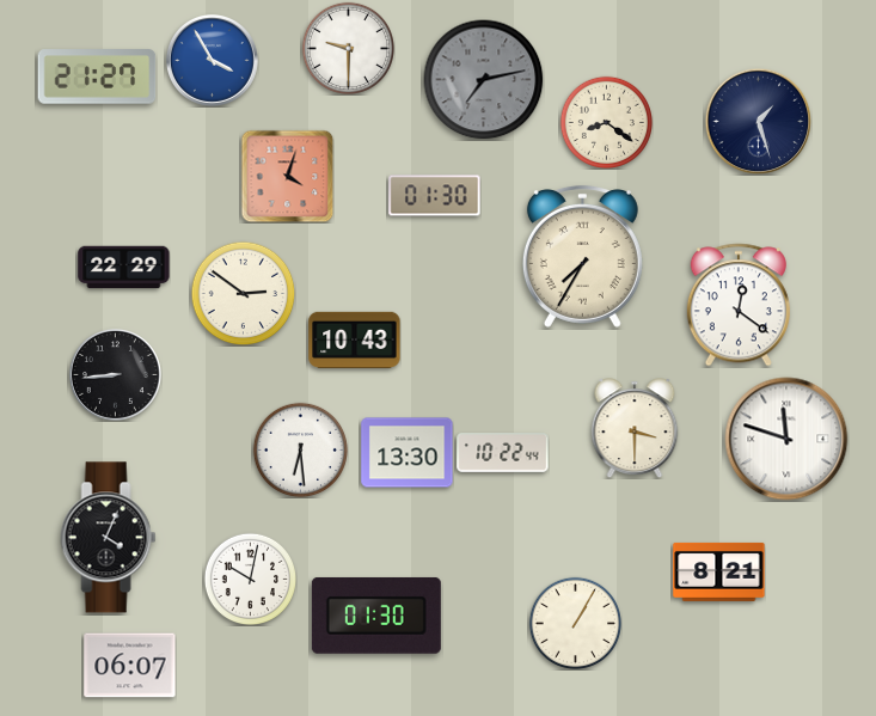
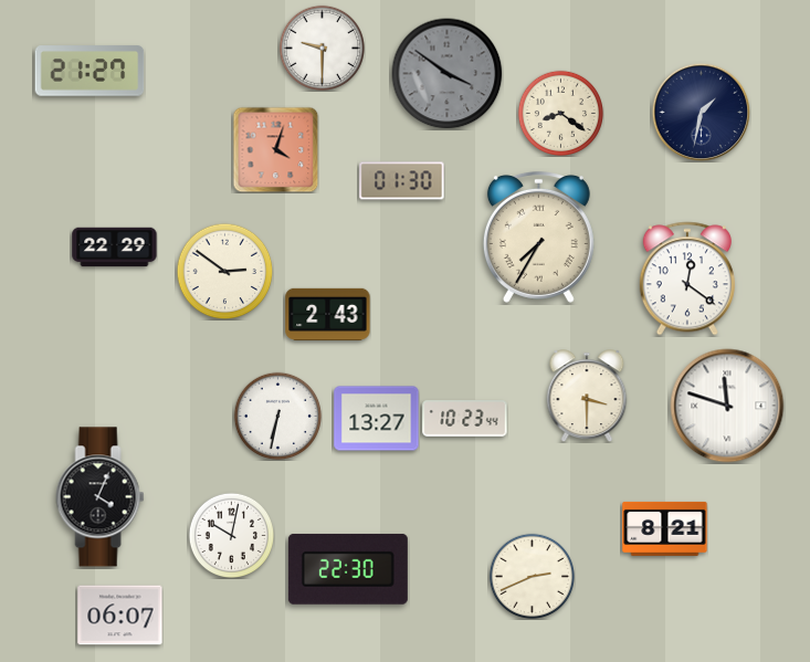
clock at (348, 48) position: (348, 48) -> (322, 48)
clock at (212, 60): 3:55 -> none
clock at (484, 80): 7:13 -> 3:51
clock at (758, 121): 1:27 -> 1:32
clock at (287, 176) position: (287, 176) -> (275, 149)
clock at (739, 305) position: (739, 305) -> (687, 279)
clock at (355, 339): 10:43 -> 2:43
clock at (115, 374): 8:44 -> none
clock at (300, 449): 6:29 -> 6:32
clock at (408, 453): 13:30 -> 13:27
clock at (503, 453): 10:22 -> 10:23
clock at (376, 616): 01:30 -> 22:30
clock at (575, 623): 1:05 -> 2:41
